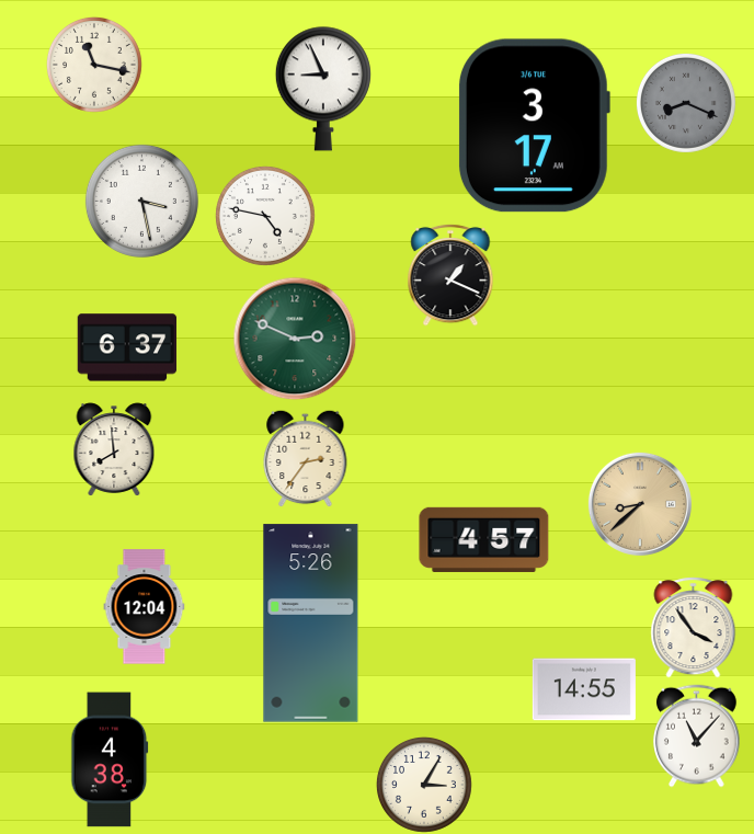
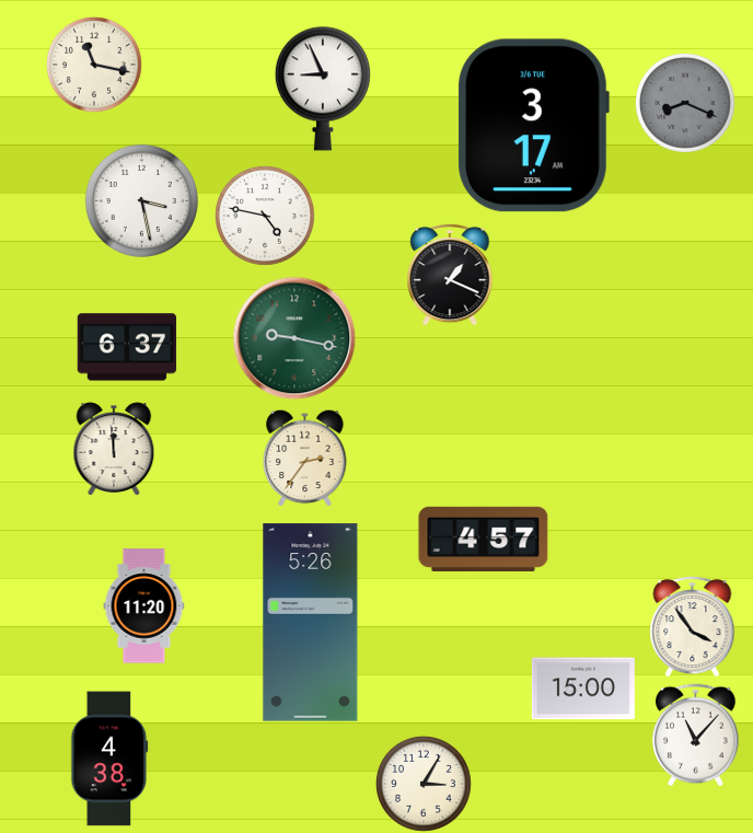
clock at (295, 339): 2:49 -> 9:17
clock at (114, 449): 7:59 -> 11:59
clock at (640, 504): 8:38 -> none
clock at (145, 607): 12:04 -> 11:20
clock at (584, 689): 14:55 -> 15:00
